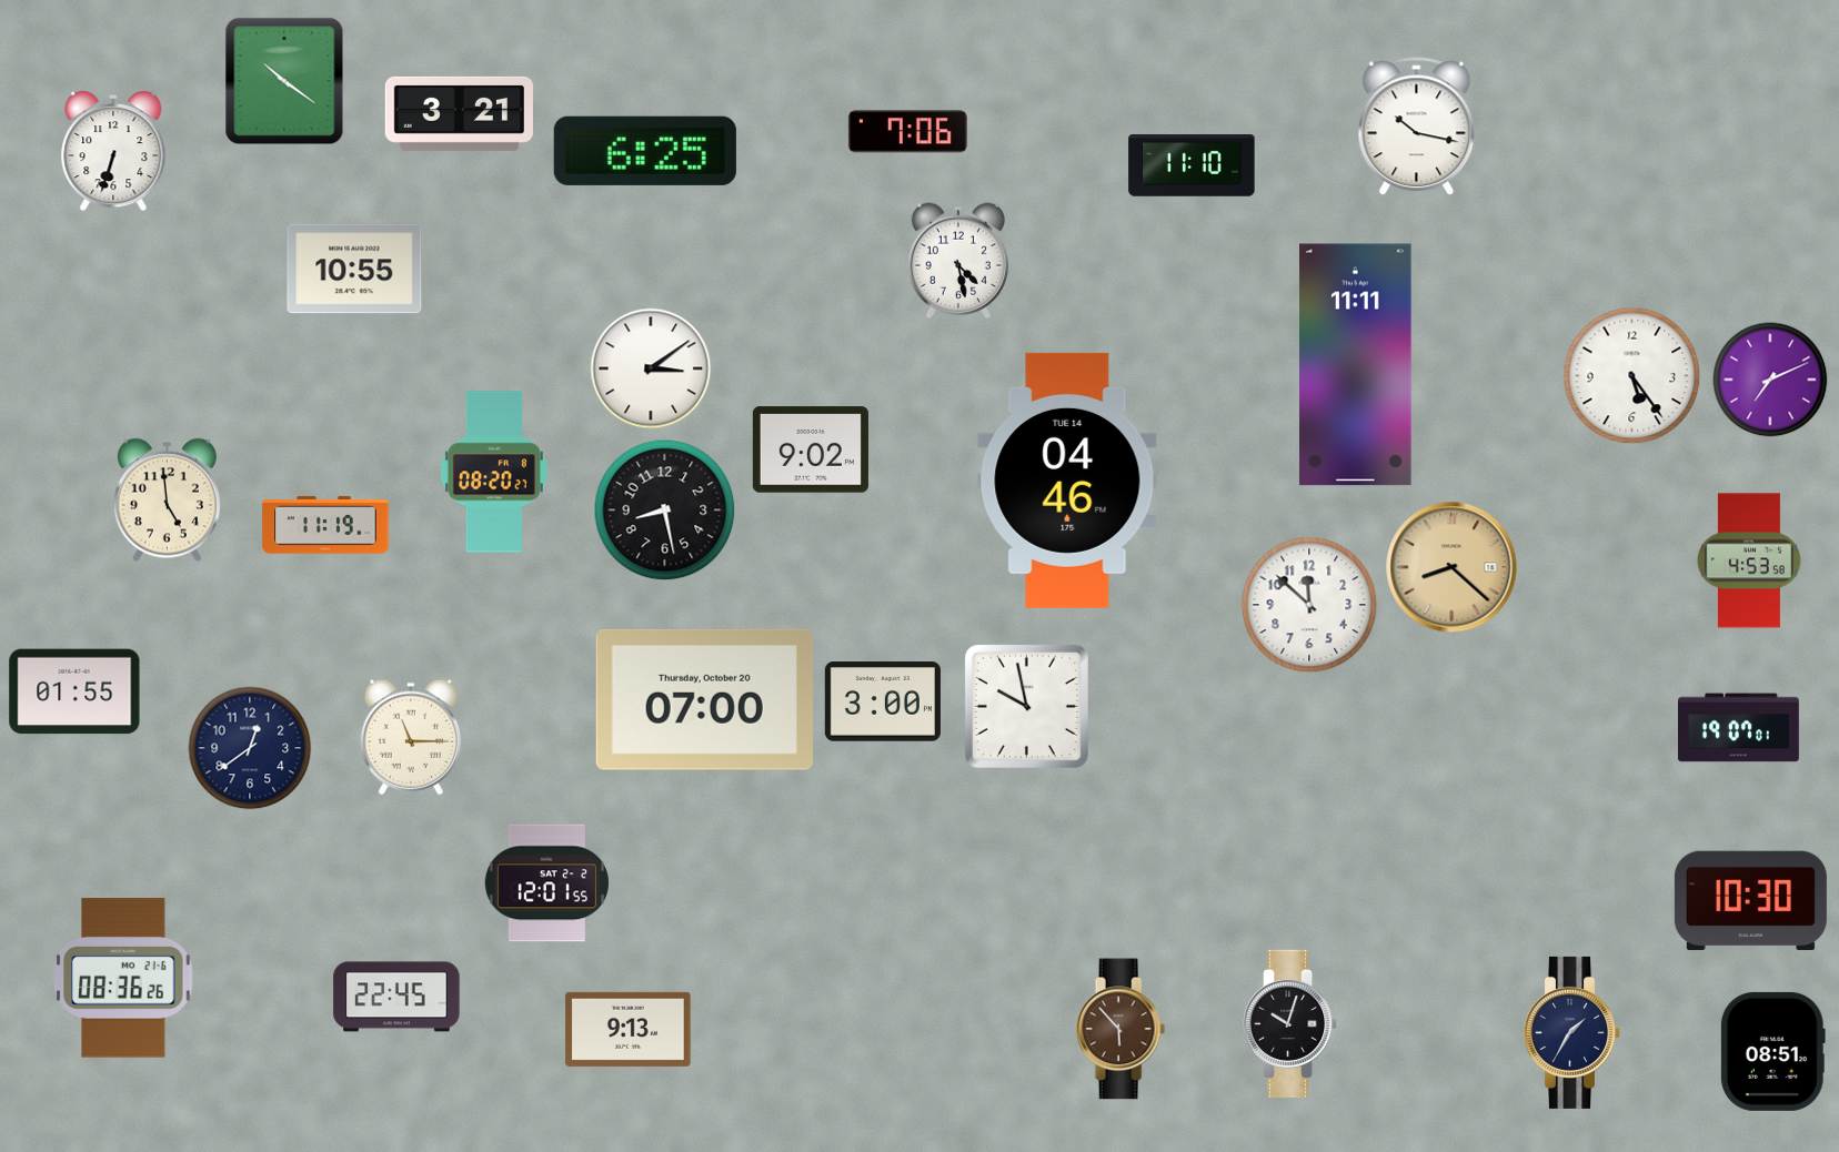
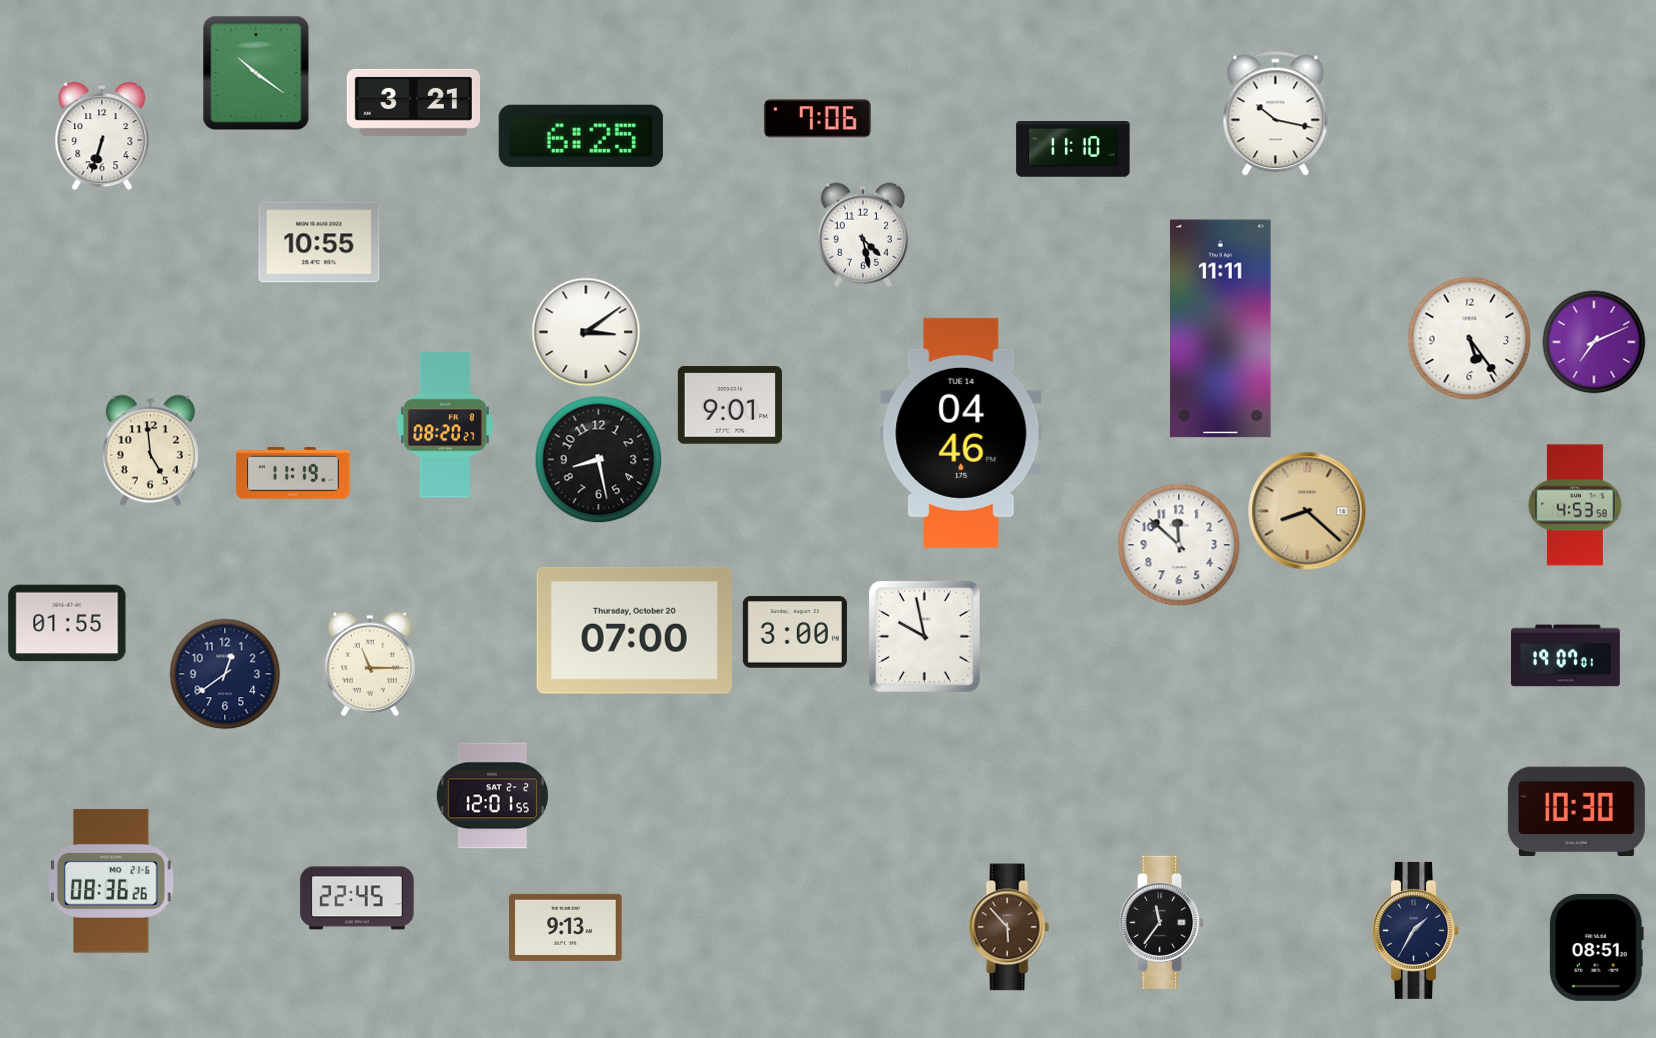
clock at (811, 449): 9:02 -> 9:01
clock at (1290, 1023): 10:03 -> 11:36
